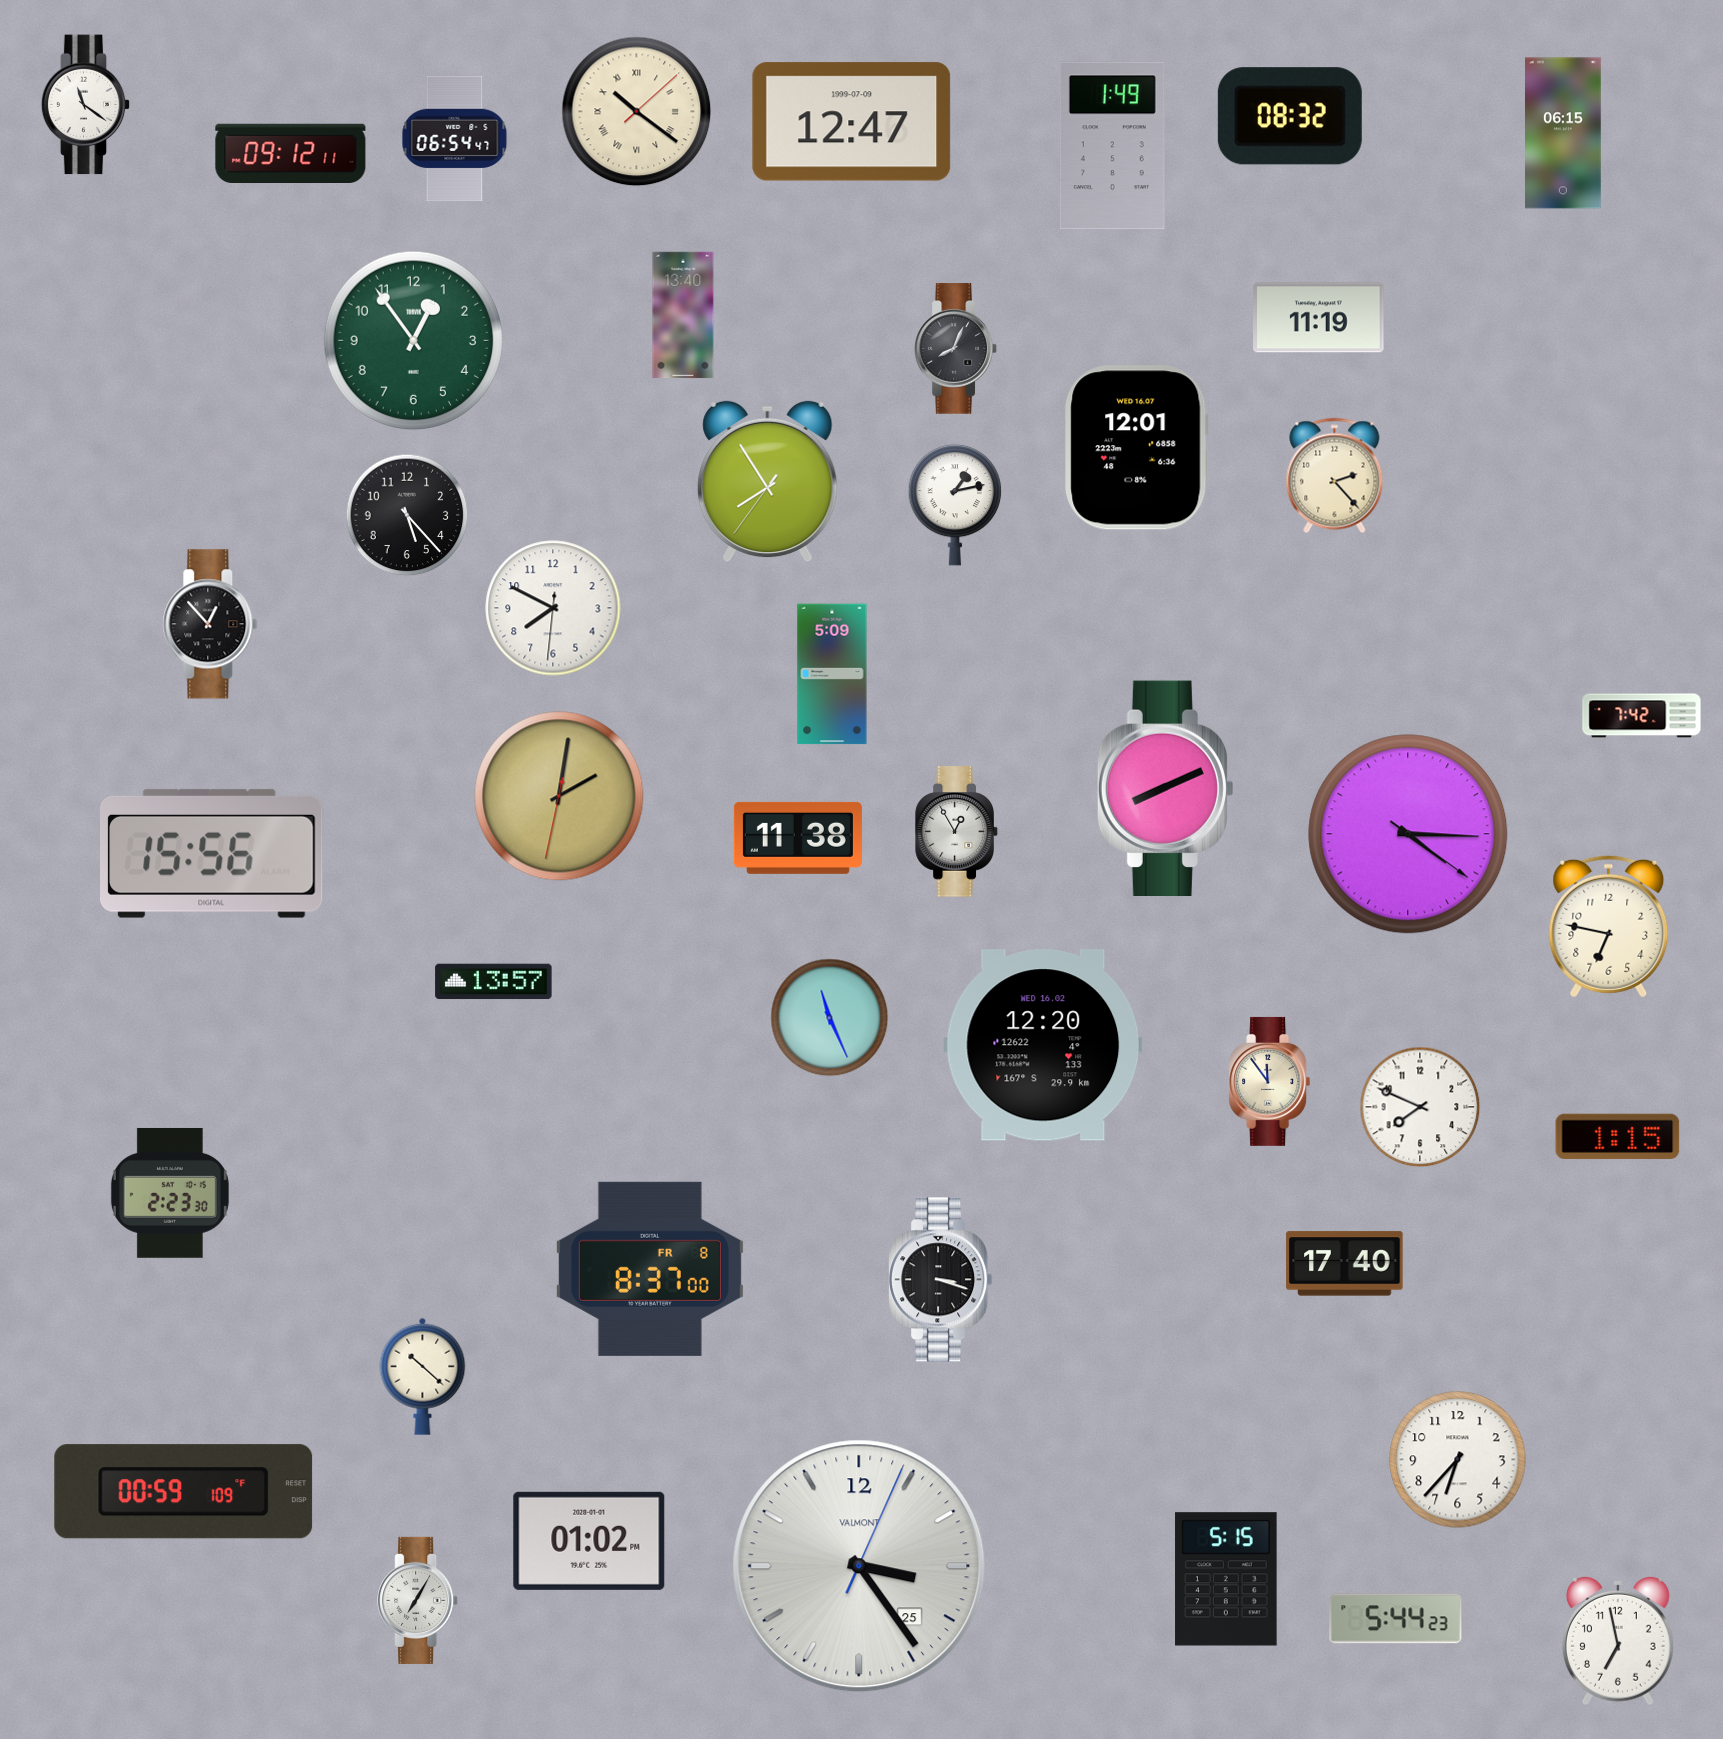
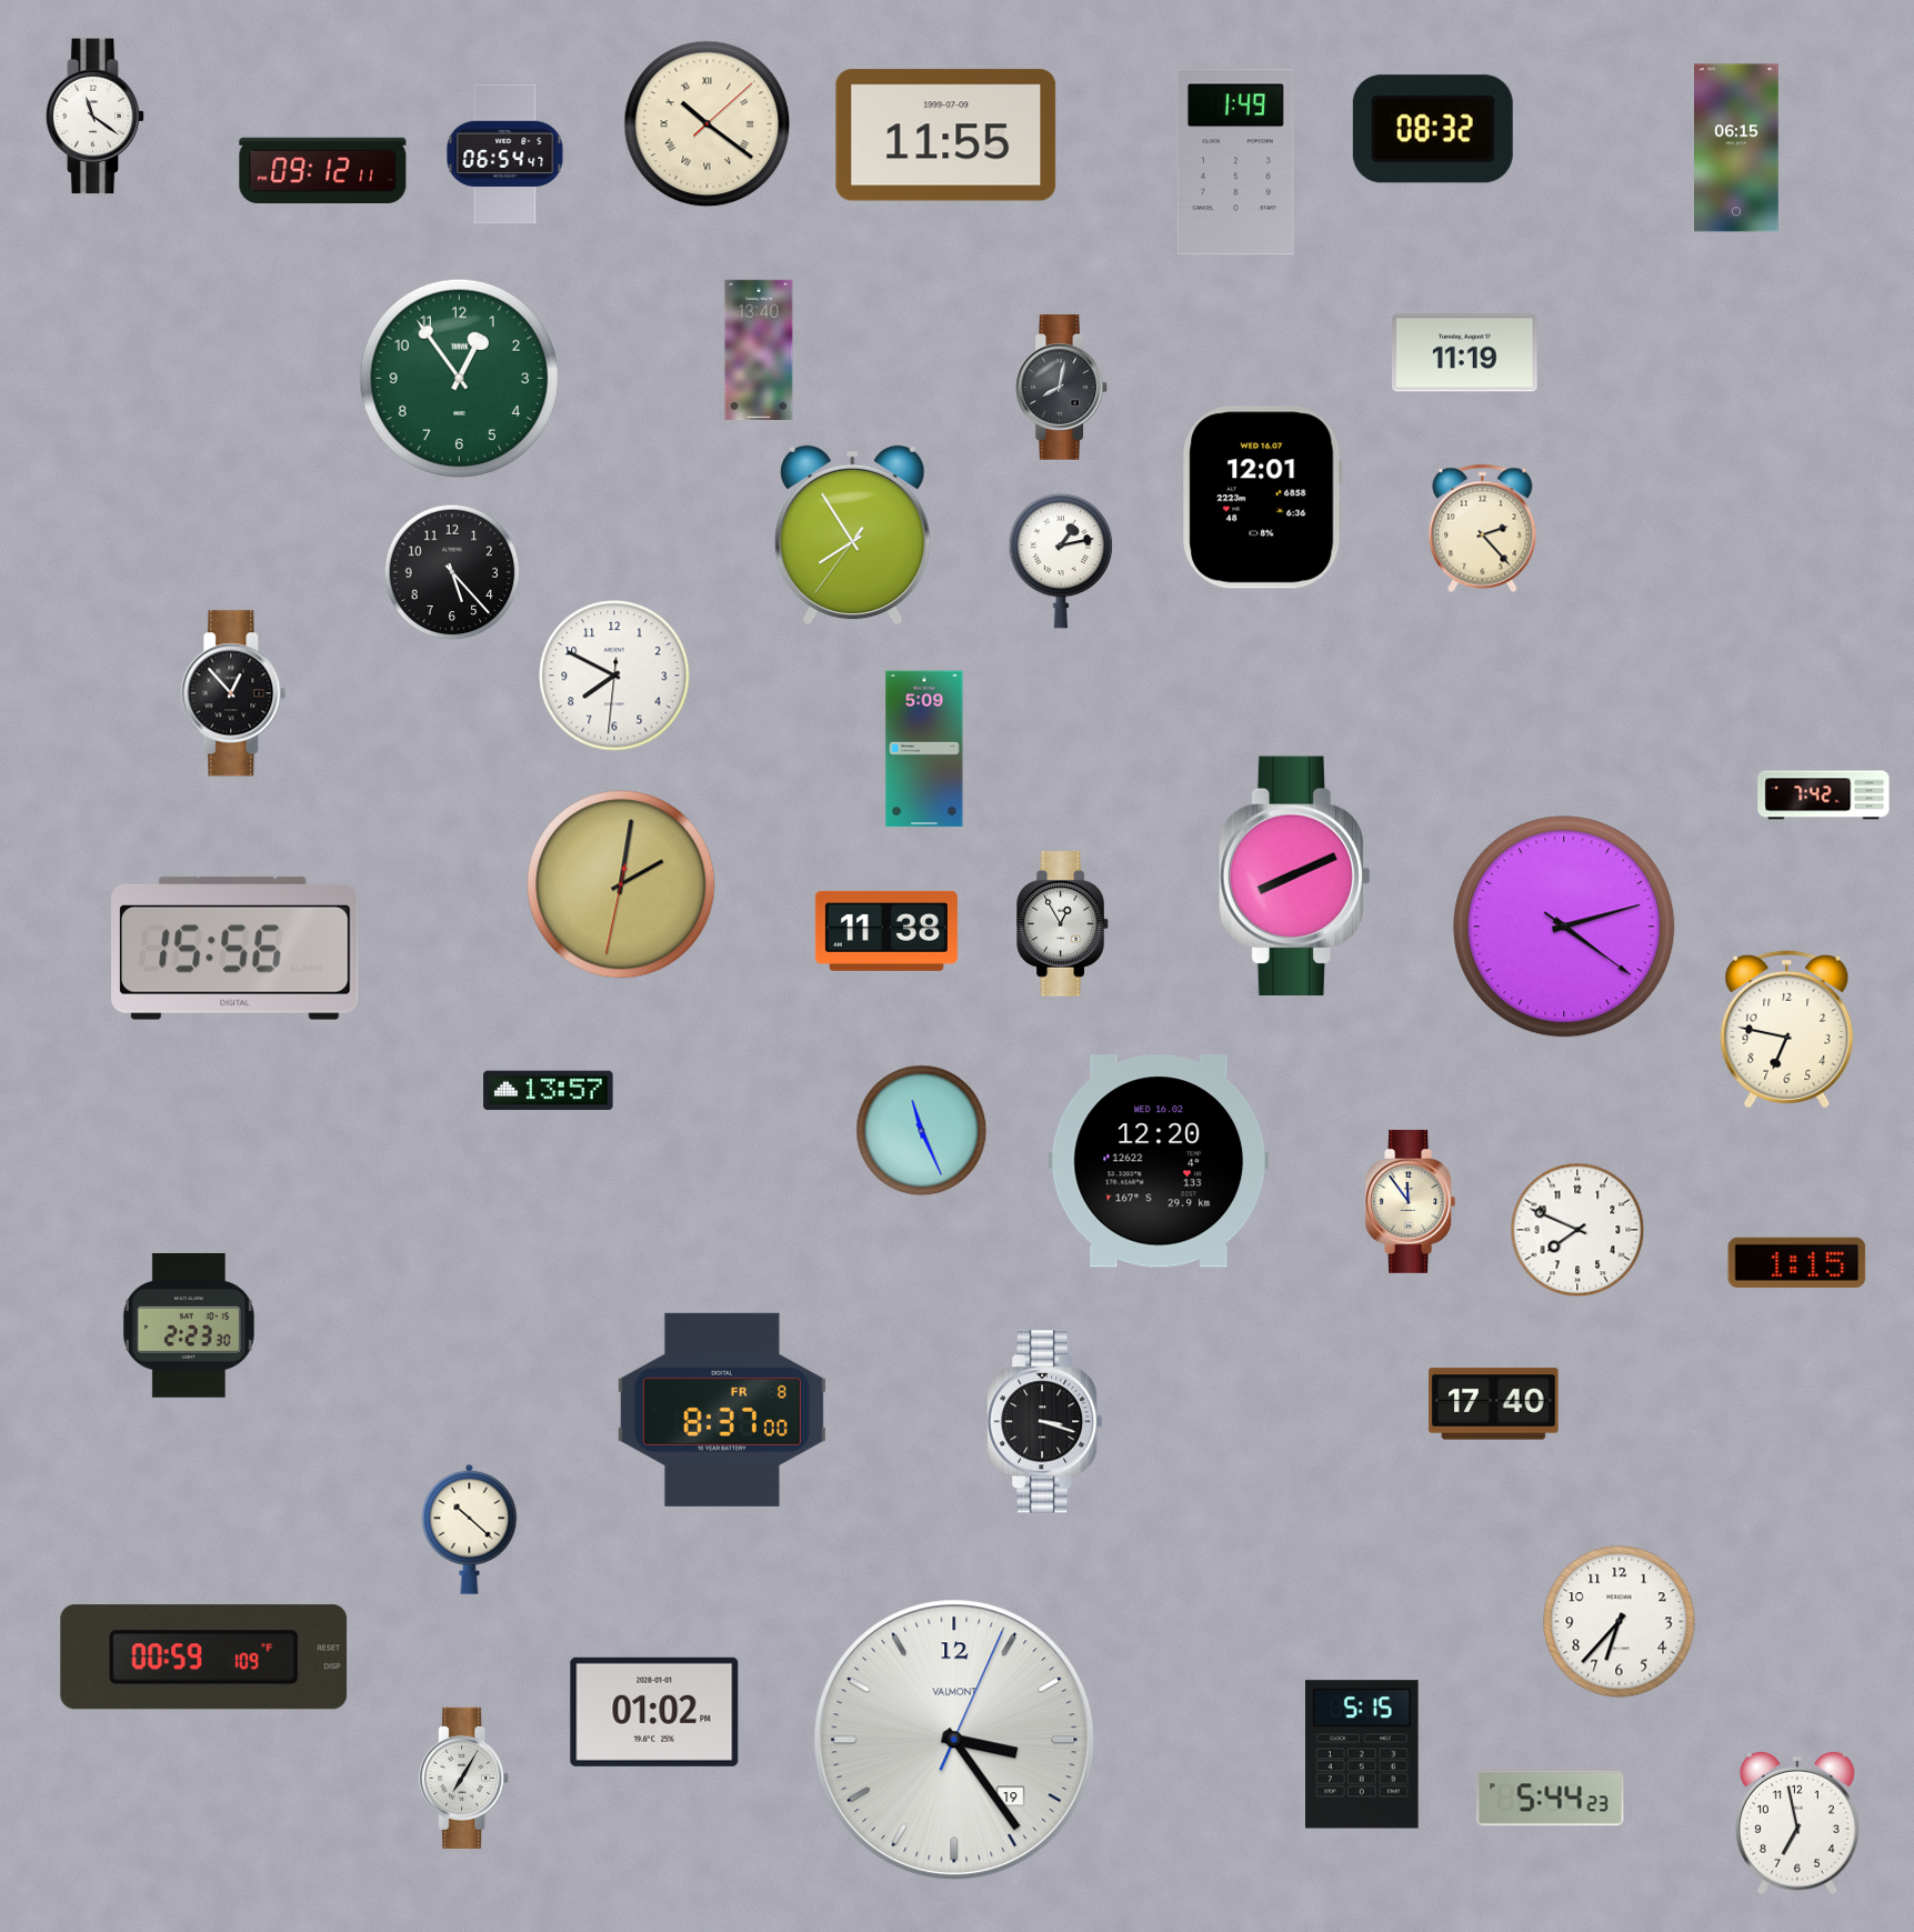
clock at (852, 122): 12:47 -> 11:55
clock at (956, 349): 8:04 -> 8:02
clock at (1408, 834): 4:15 -> 4:12
clock at (859, 1566) date: 25 -> 19
